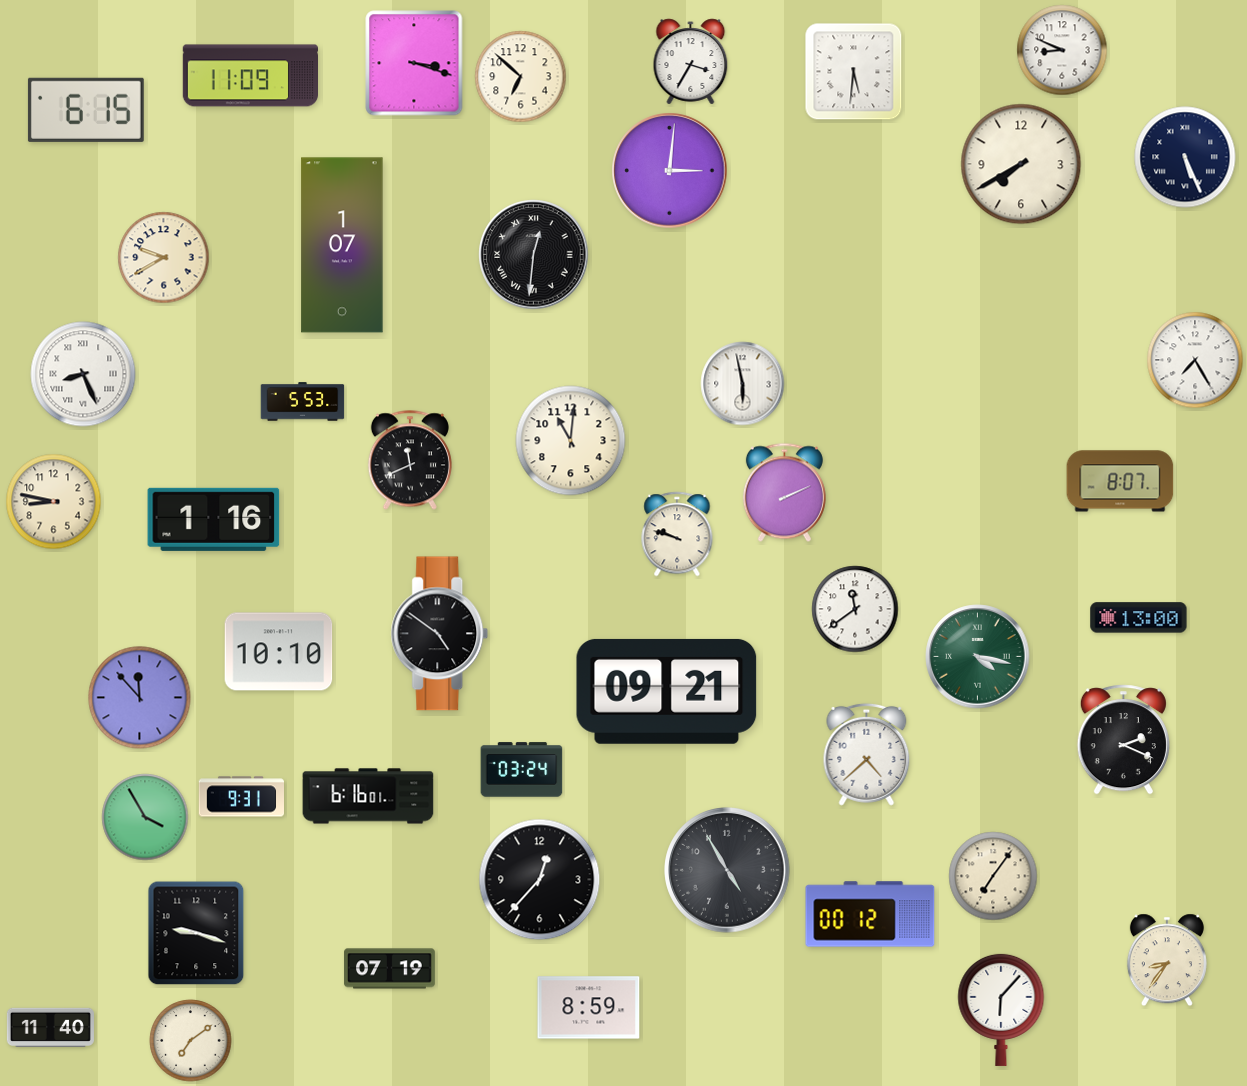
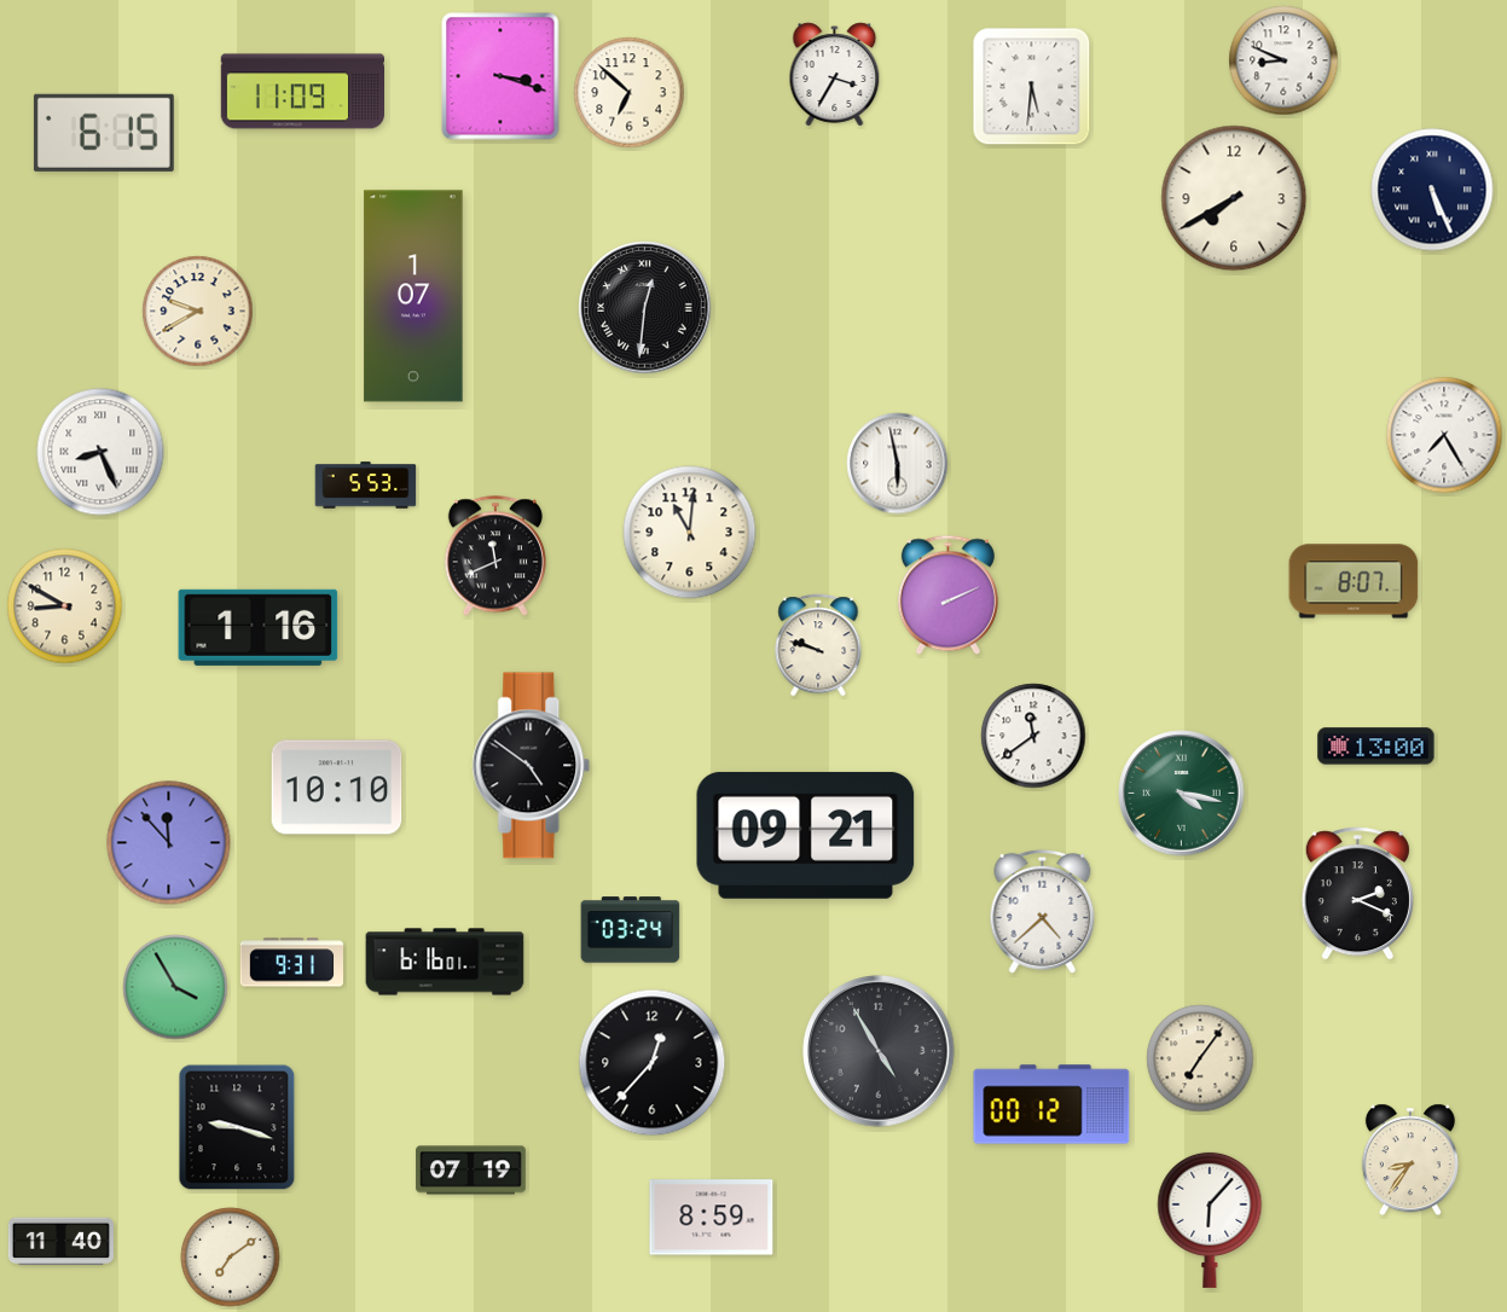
clock at (670, 171): 3:01 -> none
clock at (54, 502): 8:47 -> 8:50
clock at (867, 754) position: (867, 754) -> (1043, 911)
